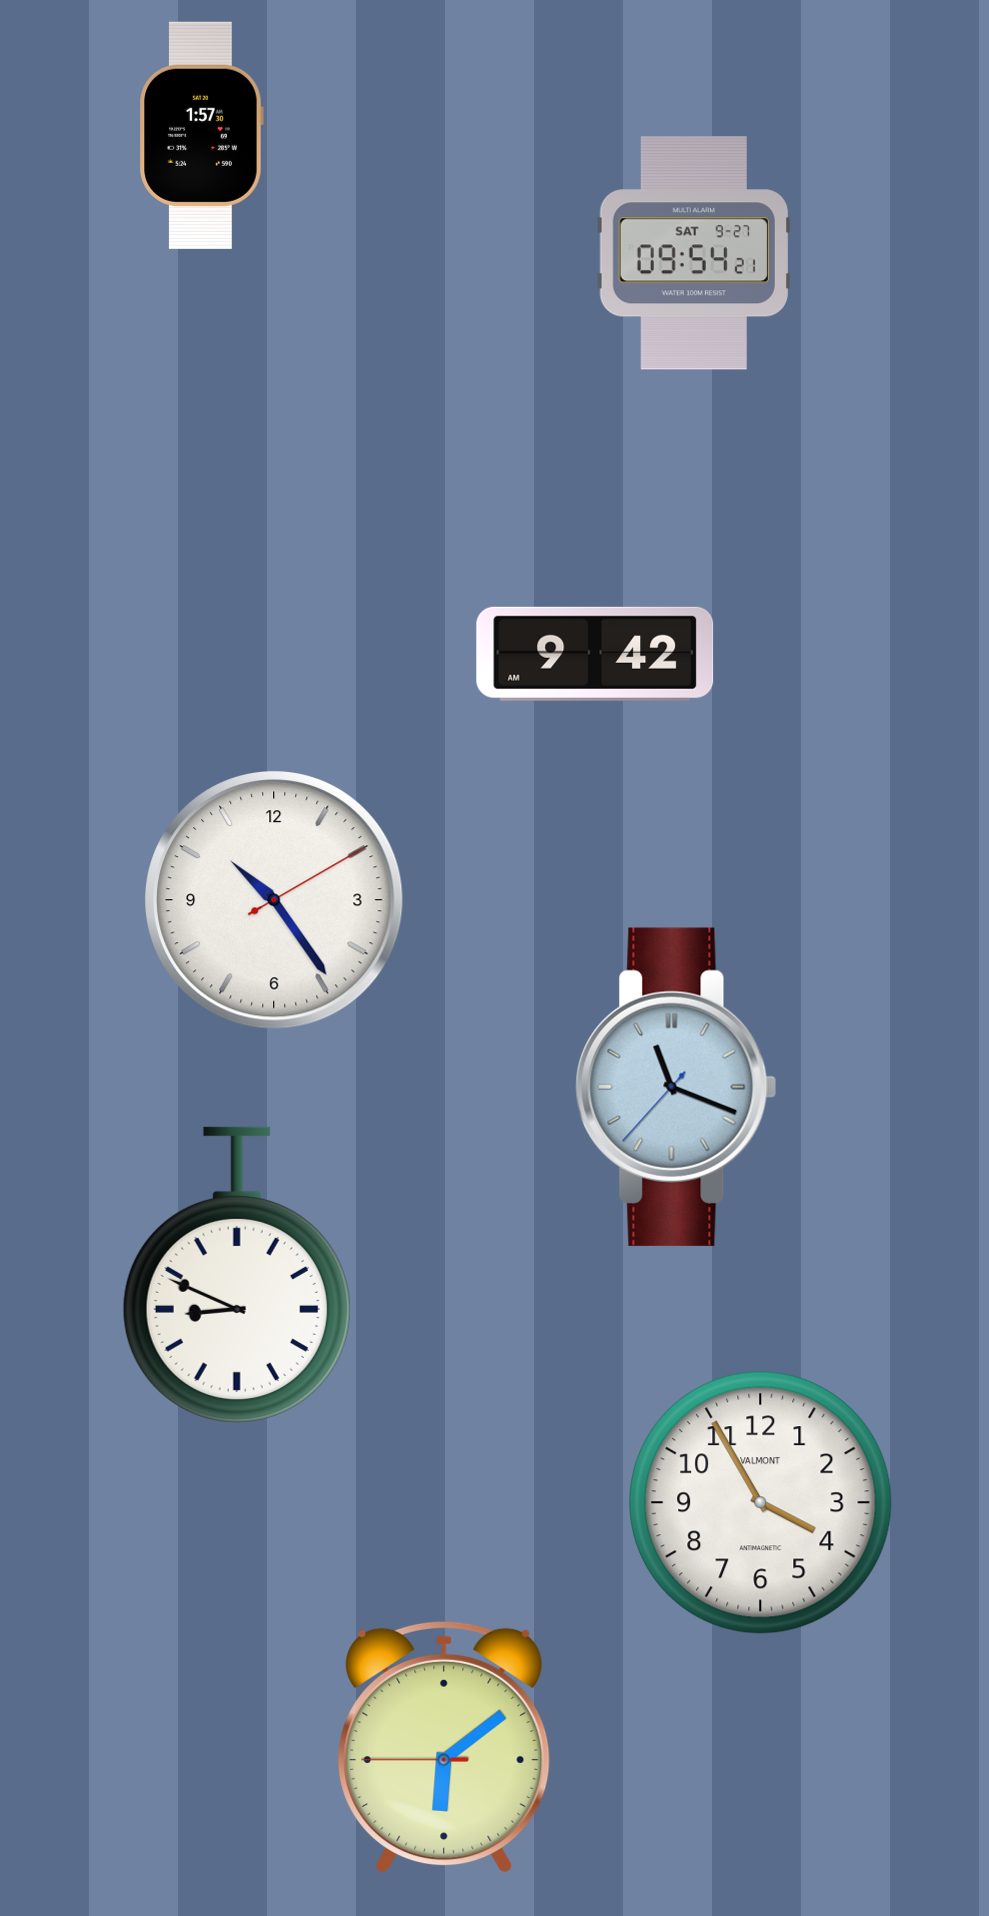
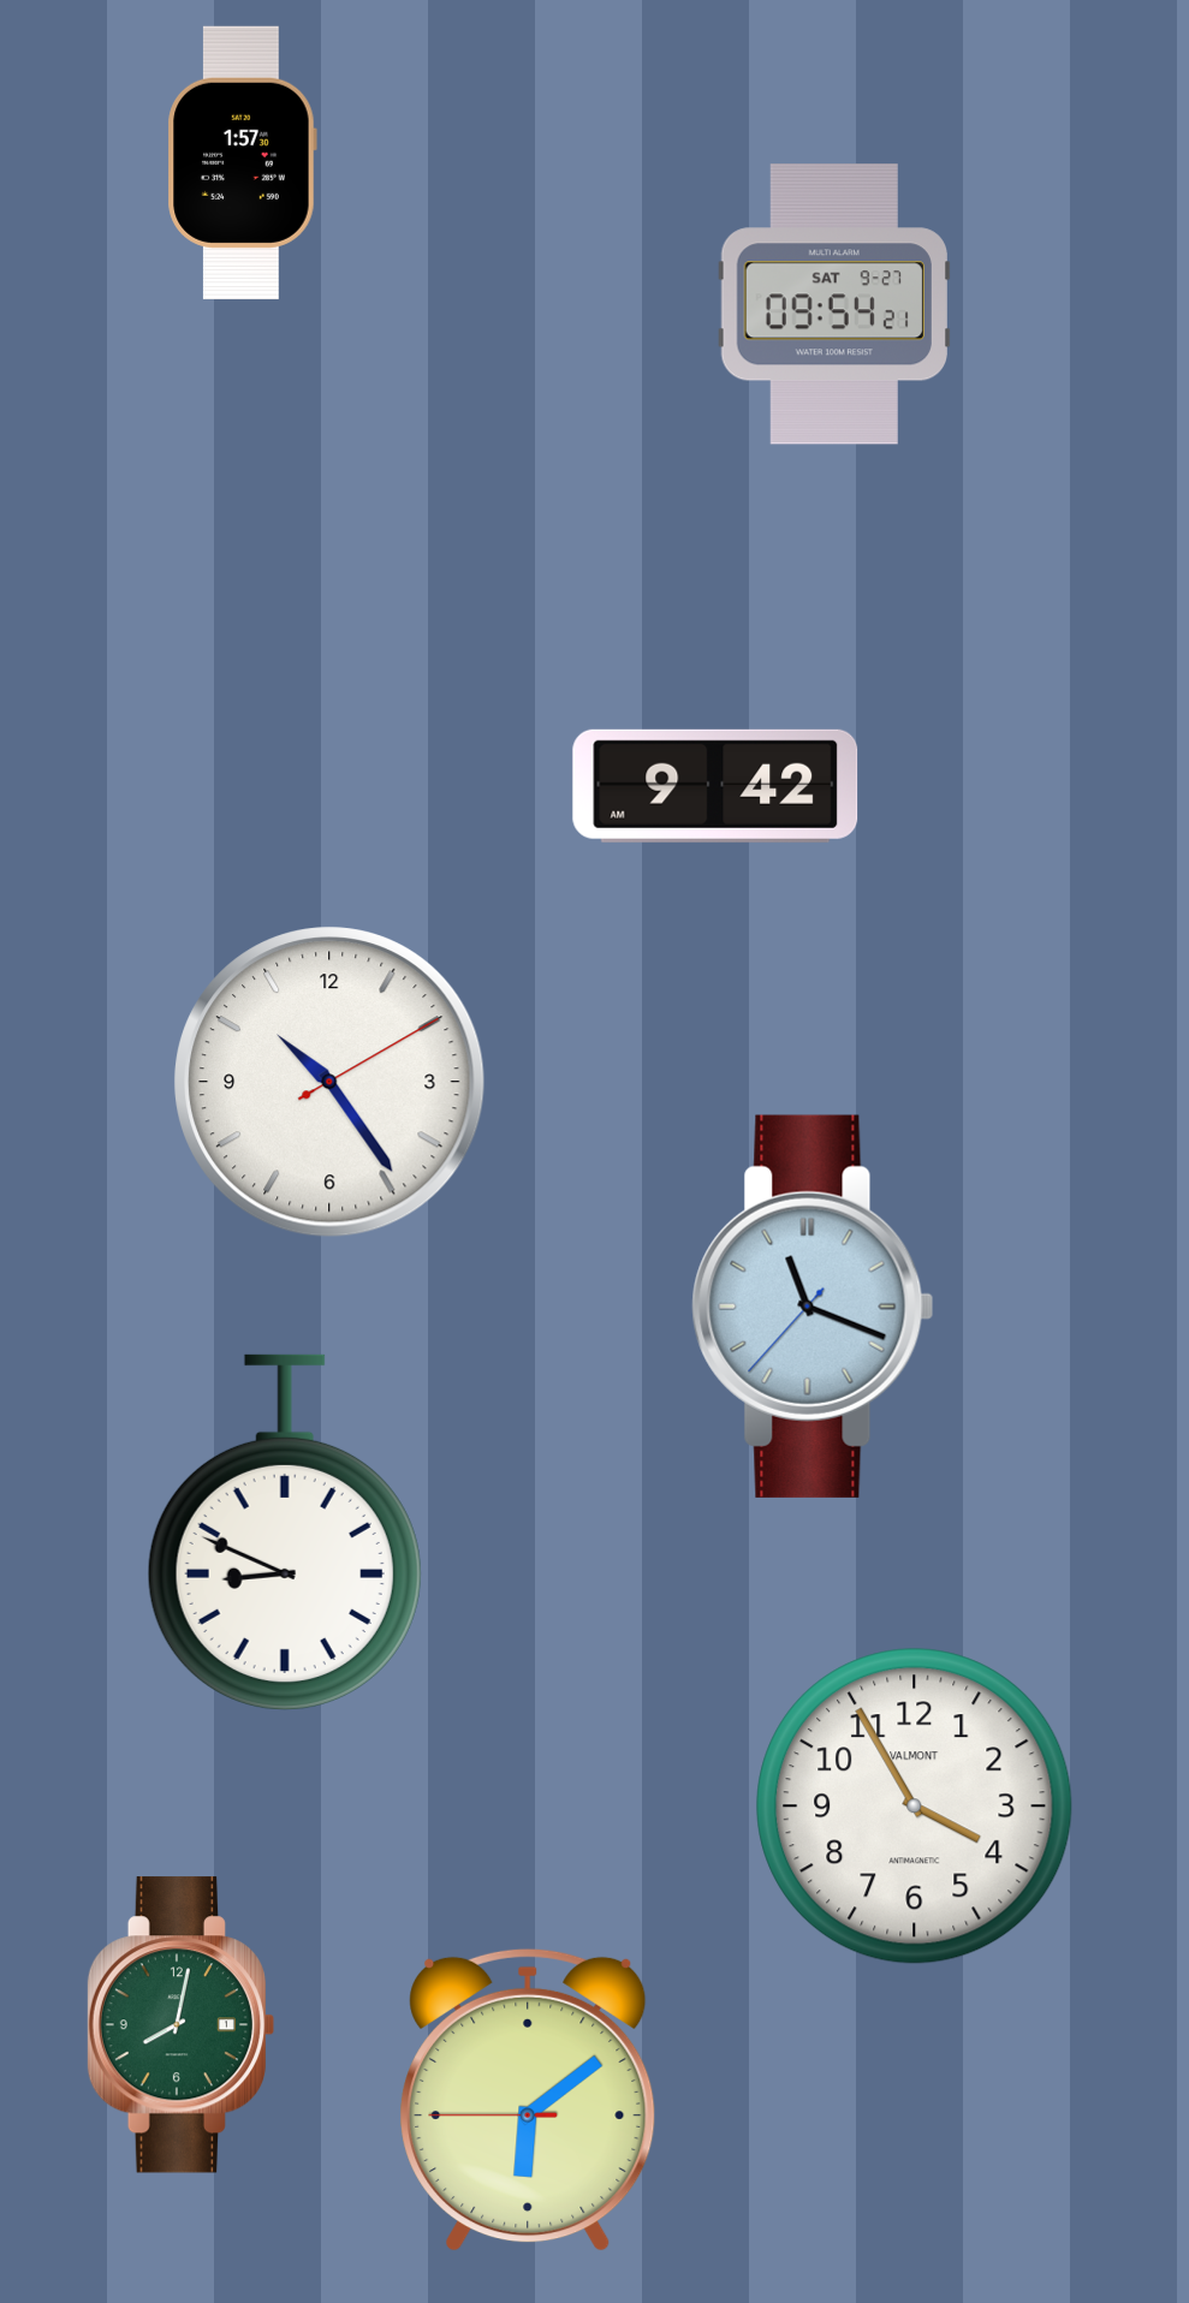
clock at (180, 2025): none -> 8:02
clock at (444, 1747) position: (444, 1747) -> (528, 2100)
